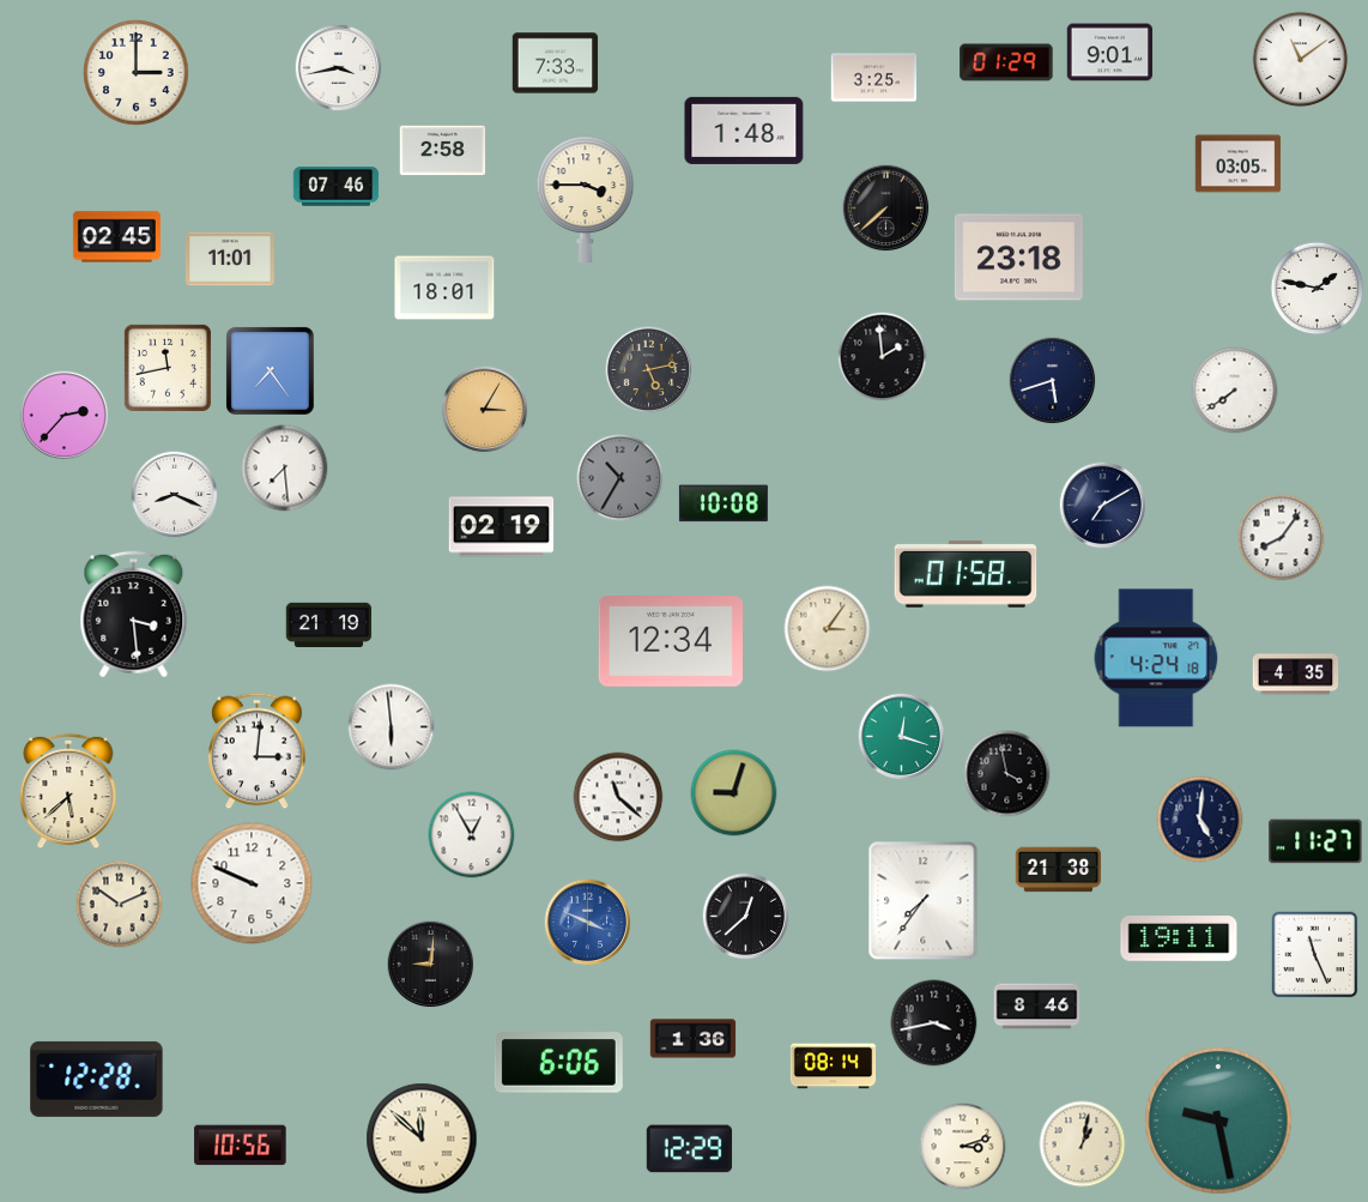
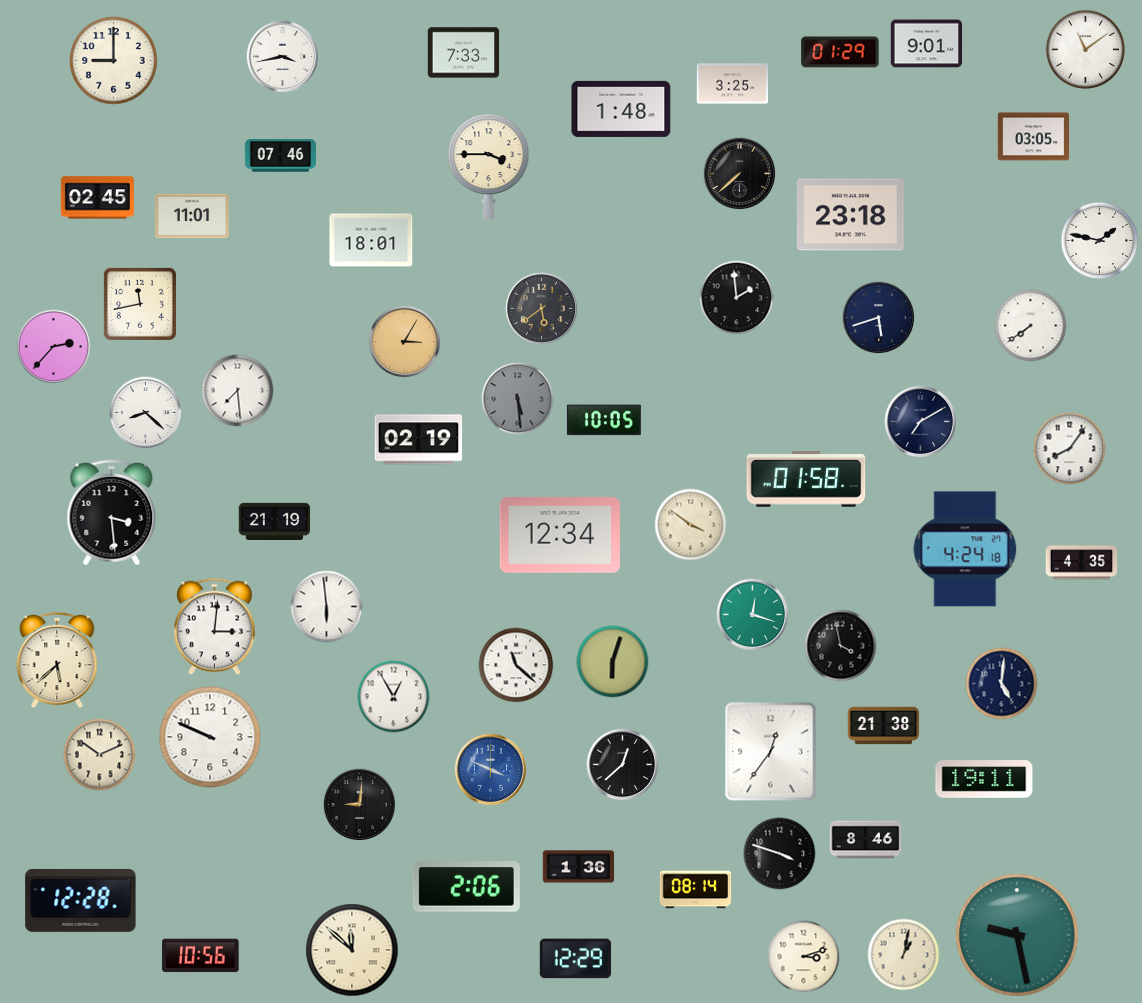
clock at (137, 73): 3:00 -> 9:00
clock at (874, 78) position: (874, 78) -> (733, 84)
clock at (443, 151): 2:58 -> none
clock at (168, 368) position: (168, 368) -> (140, 304)
clock at (270, 370): 7:24 -> none
clock at (649, 370): 5:13 -> 5:39
clock at (621, 478): 10:35 -> 5:29
clock at (175, 495): 8:19 -> 8:22
clock at (724, 503): 10:08 -> 10:05
clock at (828, 629): 3:06 -> 3:51
clock at (734, 793): 9:03 -> 6:03
clock at (1315, 841): 11:27 -> none
clock at (924, 901): 7:36 -> 12:36
clock at (1179, 940) position: (1179, 940) -> (984, 780)
clock at (1315, 955): 11:26 -> none
clock at (934, 1023): 3:43 -> 3:48
clock at (558, 1063): 6:06 -> 2:06
